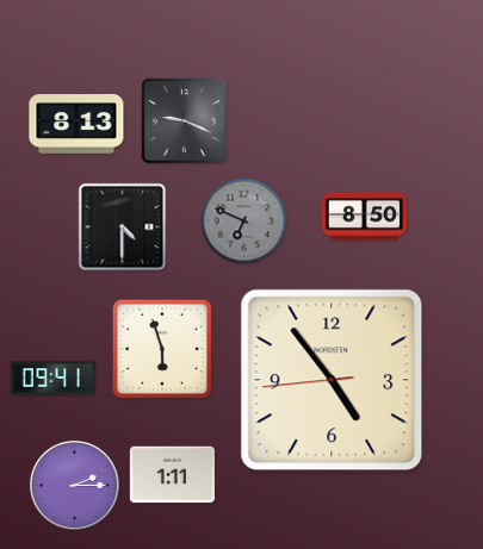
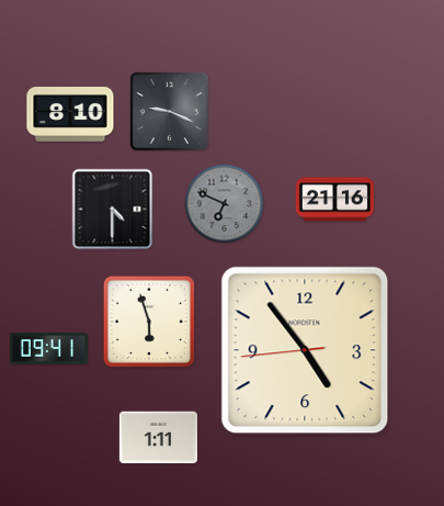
clock at (76, 125): 8:13 -> 8:10
clock at (364, 217): 8:50 -> 21:16
clock at (74, 485): 2:15 -> none
